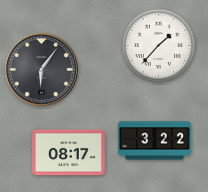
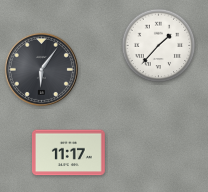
clock at (155, 141): 3:22 -> none
clock at (68, 153): 08:17 -> 11:17
